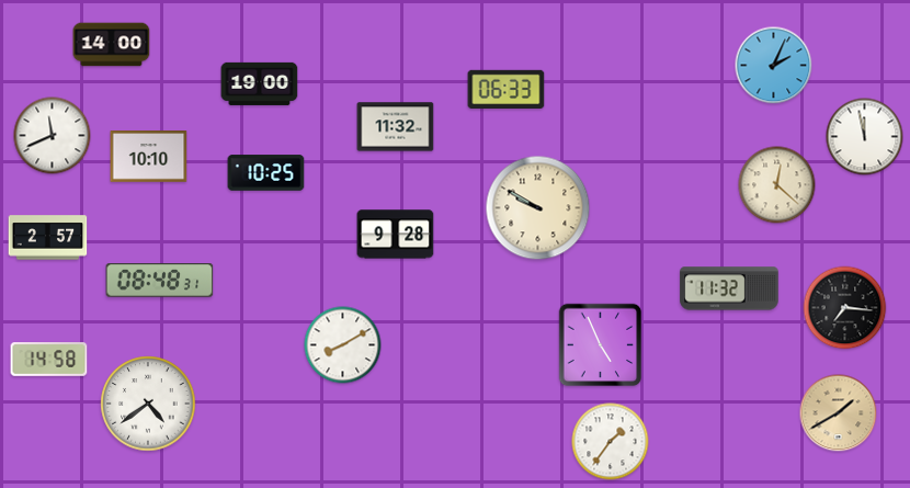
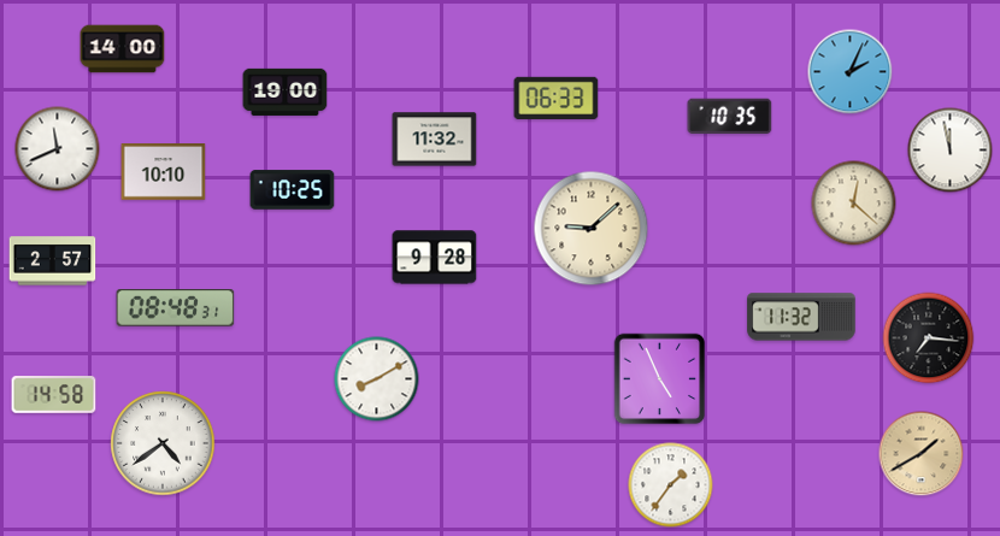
clock at (730, 117): none -> 10:35
clock at (538, 208): 9:50 -> 9:08
